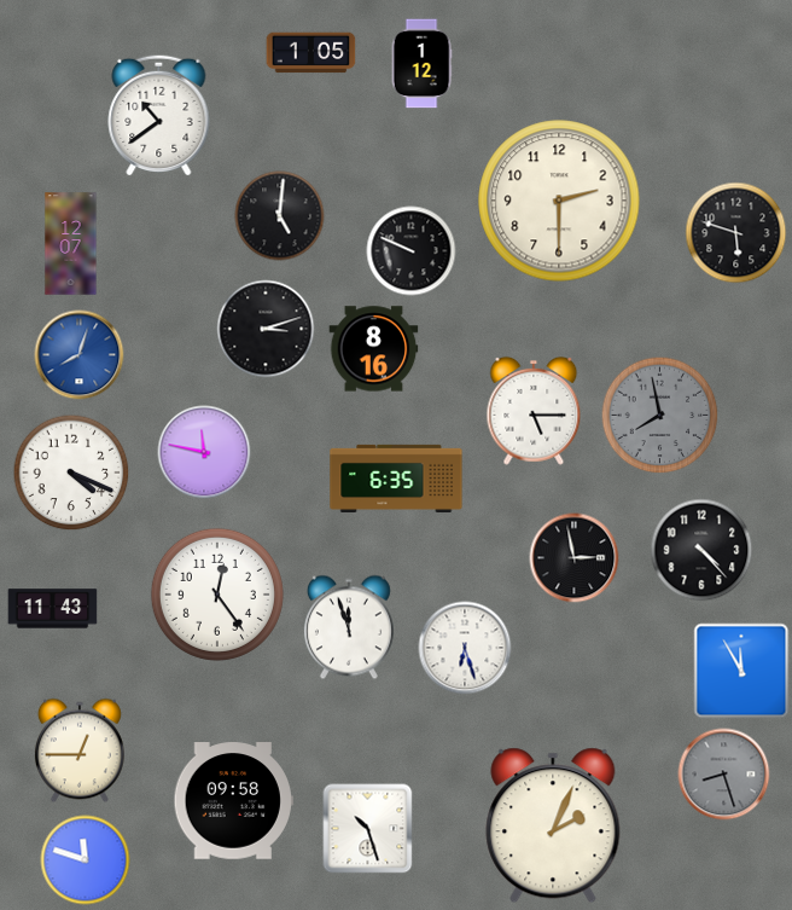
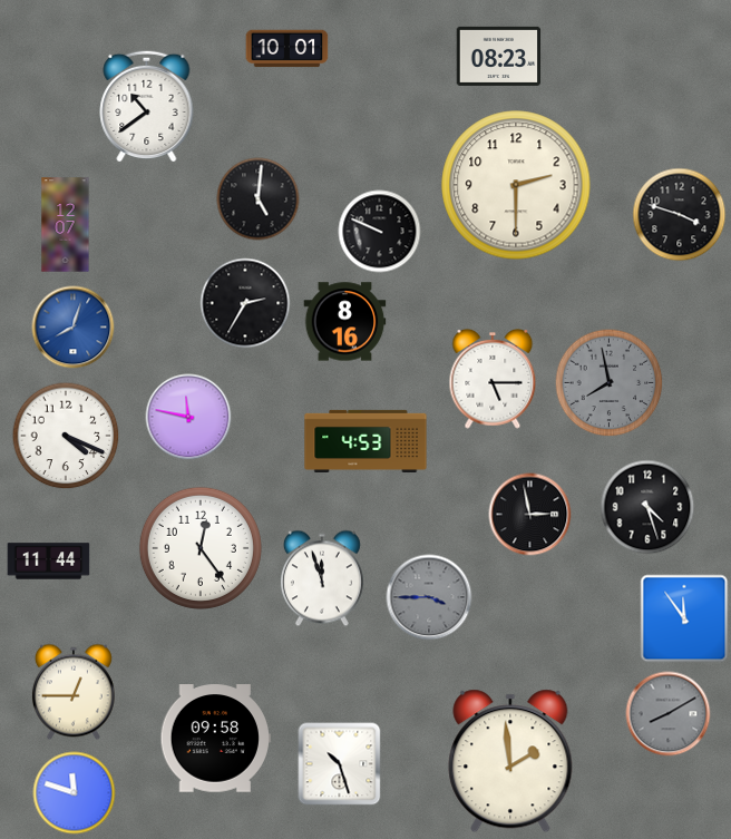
clock at (311, 53): 1:05 -> 10:01
clock at (499, 56): none -> 08:23
clock at (421, 64): 1:12 -> none
clock at (736, 233): 5:48 -> 3:48
clock at (266, 329): 3:12 -> 2:35
clock at (396, 477): 6:35 -> 4:53
clock at (701, 550): 4:23 -> 4:27
clock at (53, 609): 11:43 -> 11:44
clock at (465, 648): 6:27 -> 3:45
clock at (465, 648) dial: white -> grey
clock at (741, 671): 11:55 -> 11:54
clock at (724, 775): 8:27 -> 8:10
clock at (553, 825): 2:04 -> 1:59
clock at (86, 860) position: (86, 860) -> (75, 793)
